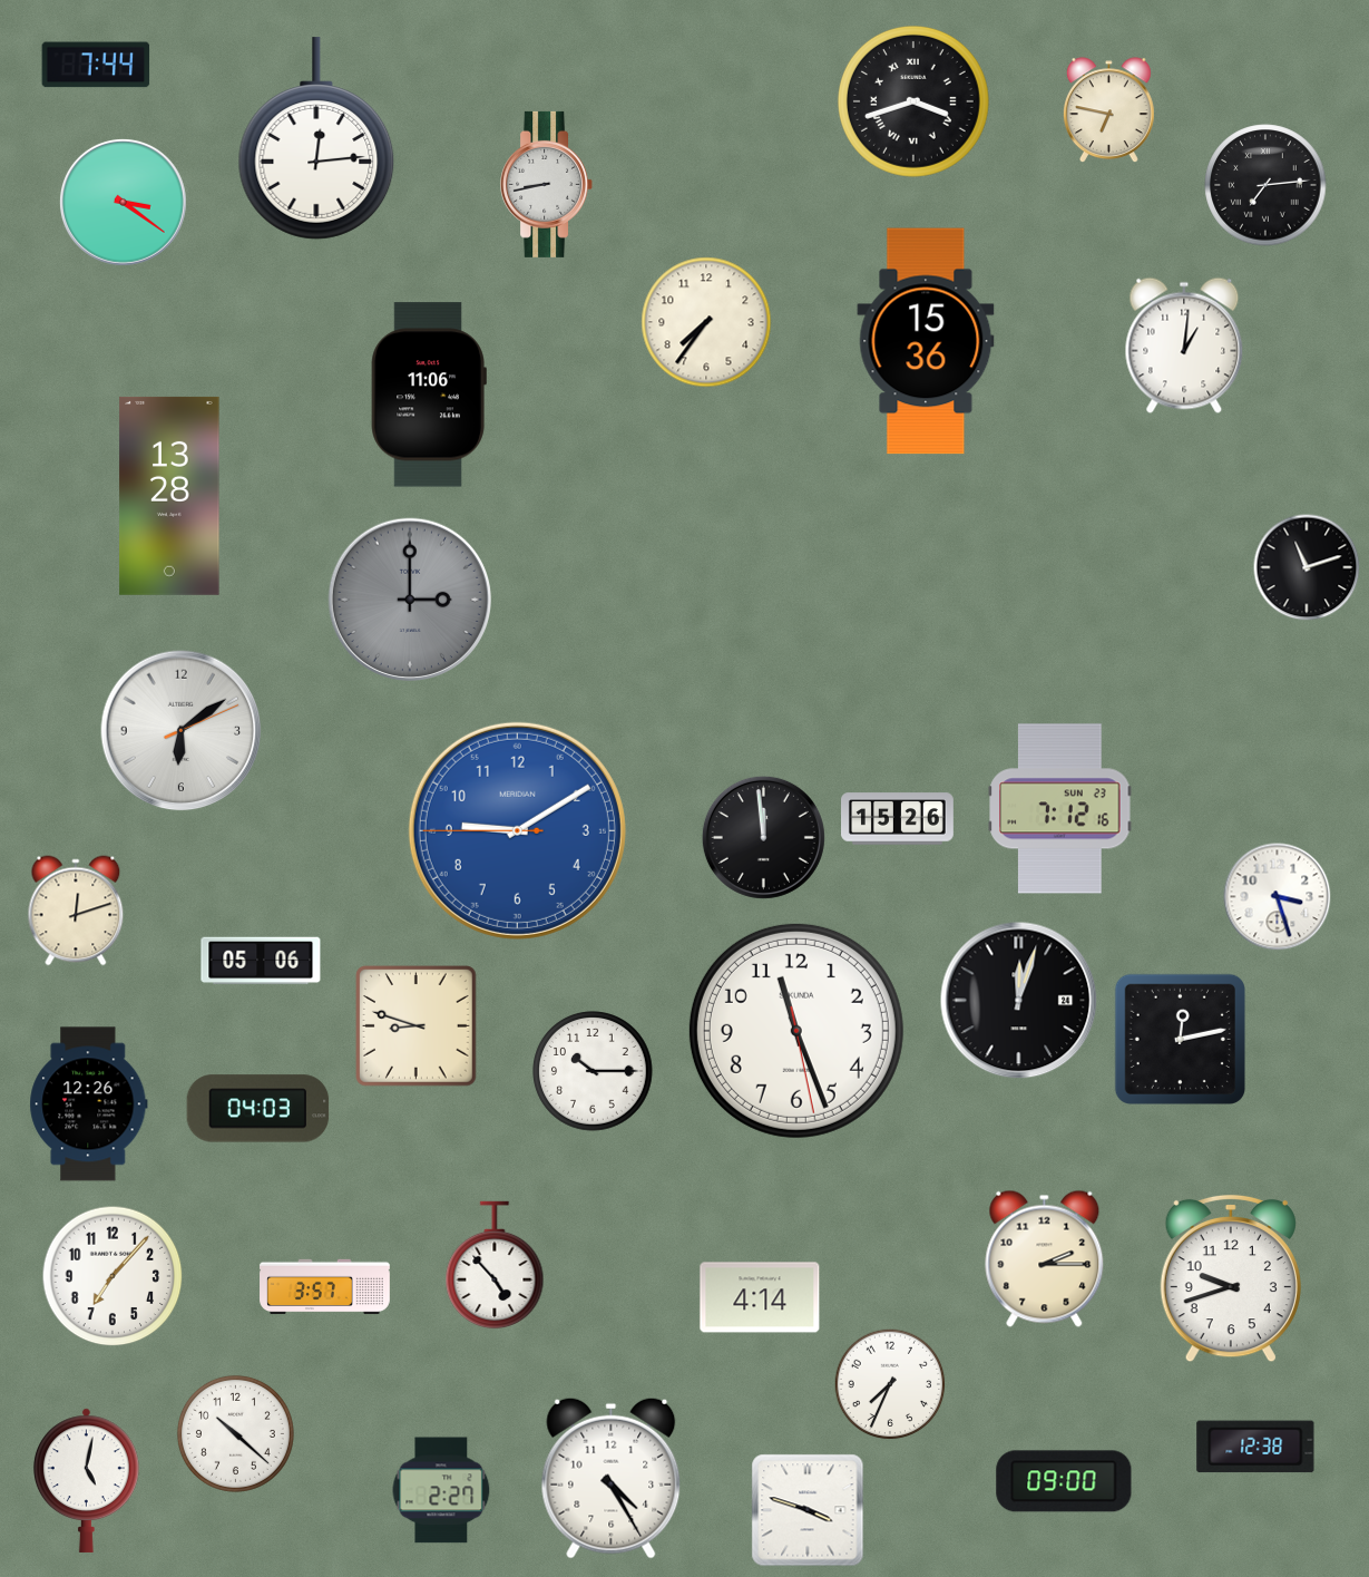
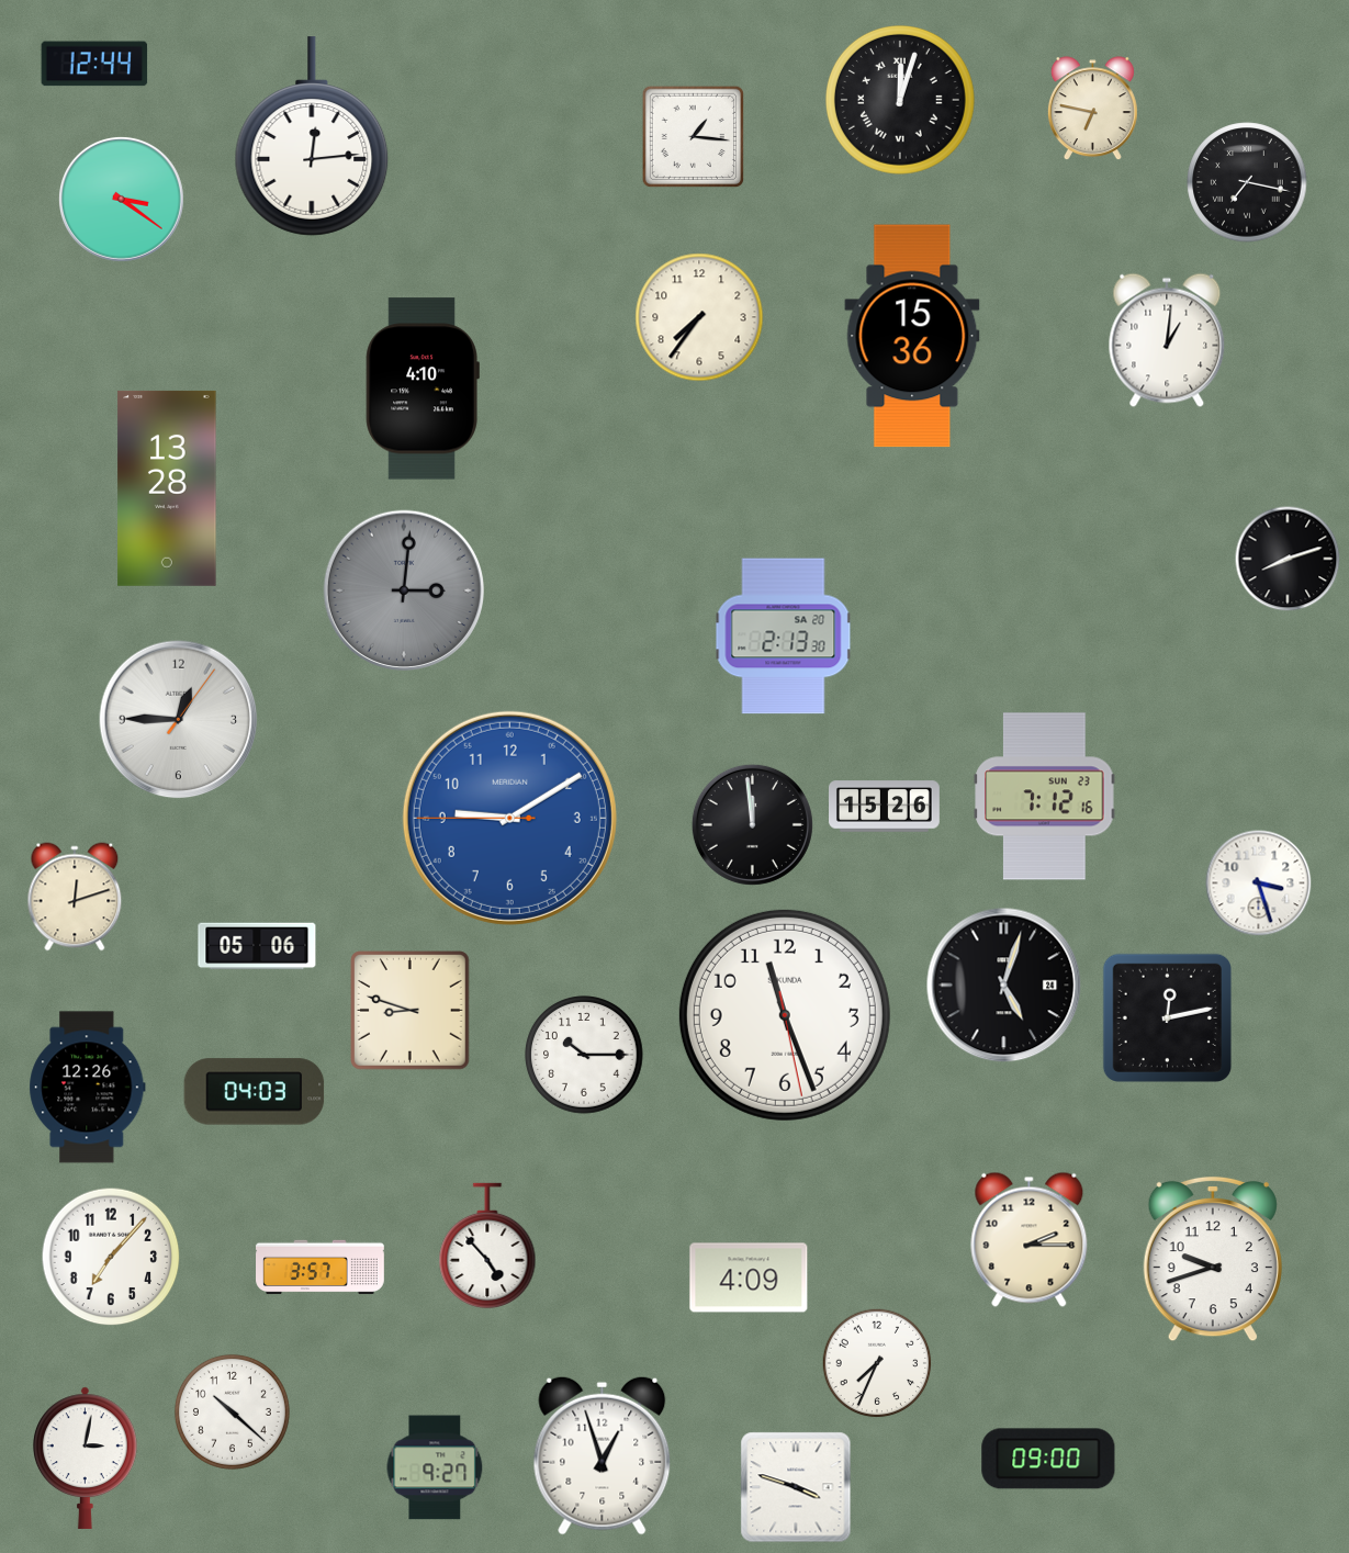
clock at (96, 65): 7:44 -> 12:44
clock at (913, 101): 3:42 -> 12:03
clock at (693, 136): none -> 1:16
clock at (547, 184): 8:43 -> none
clock at (1265, 185): 7:14 -> 7:17
clock at (706, 322) position: (706, 322) -> (699, 317)
clock at (429, 395): 11:06 -> 4:10
clock at (1307, 567): 11:12 -> 8:12
clock at (409, 598): 3:00 -> 3:01
clock at (784, 637): none -> 2:13
clock at (182, 731): 6:09 -> 12:45
clock at (1019, 1001): 12:03 -> 5:03
clock at (1180, 1039) position: (1180, 1039) -> (1167, 1017)
clock at (760, 1297): 4:14 -> 4:09
clock at (1255, 1447): 12:38 -> none
clock at (612, 1478): 4:25 -> 12:57
clock at (87, 1480): 5:02 -> 3:02
clock at (441, 1490): 2:27 -> 9:27
